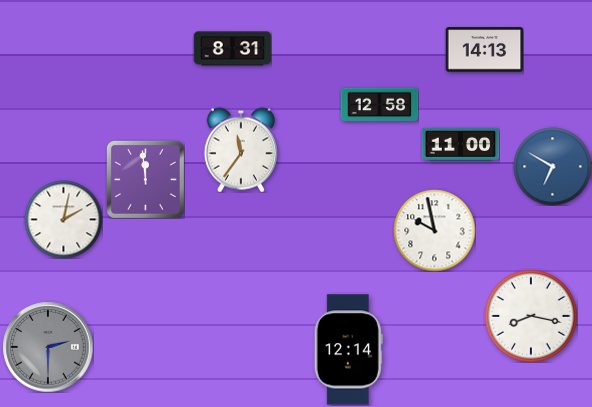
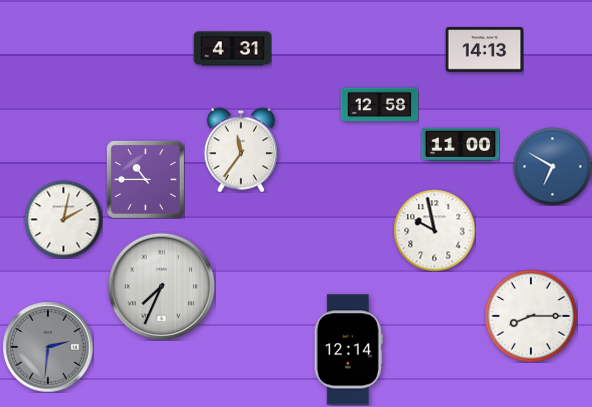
clock at (232, 49): 8:31 -> 4:31
clock at (145, 179): 11:59 -> 10:45
clock at (161, 286): none -> 7:34
clock at (531, 316): 8:17 -> 8:15
clock at (48, 347): 2:30 -> 2:31
